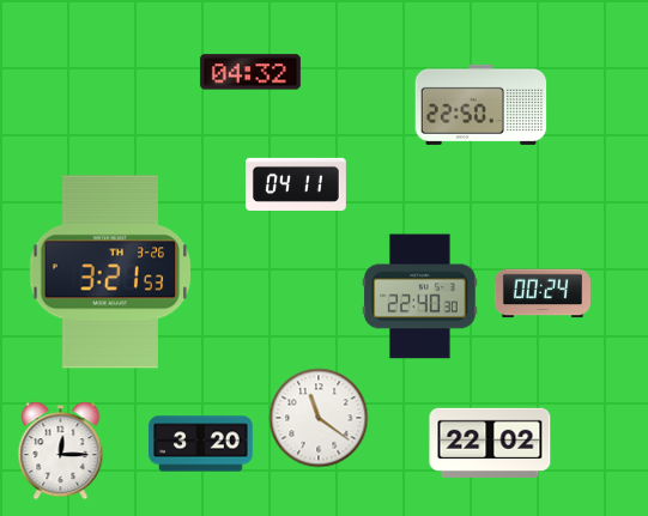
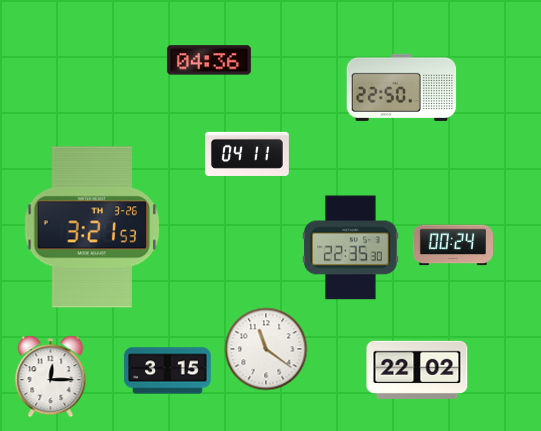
clock at (250, 72): 04:32 -> 04:36
clock at (420, 297): 22:40 -> 22:35
clock at (490, 443) position: (490, 443) -> (417, 370)
clock at (201, 444): 3:20 -> 3:15
